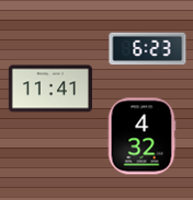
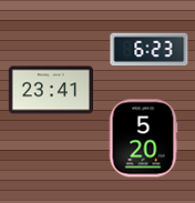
clock at (49, 89): 11:41 -> 23:41
clock at (141, 137): 4:32 -> 5:20
